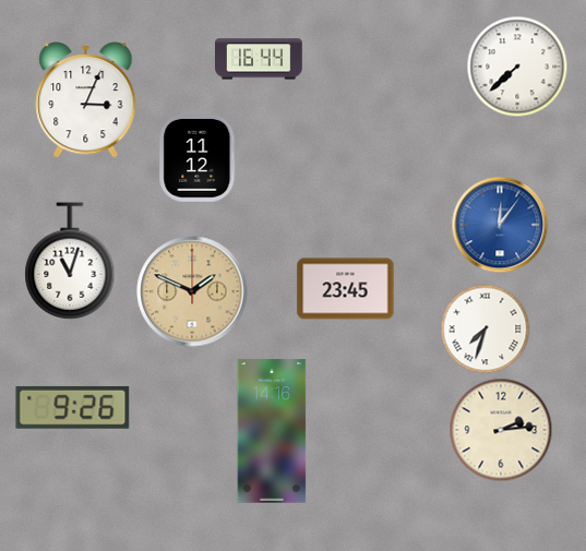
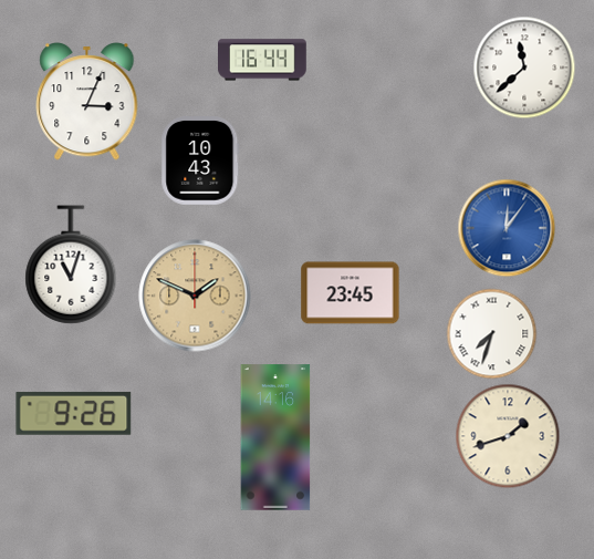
clock at (517, 67): 7:38 -> 11:38
clock at (198, 159): 11:12 -> 10:43
clock at (501, 430): 2:14 -> 1:42
